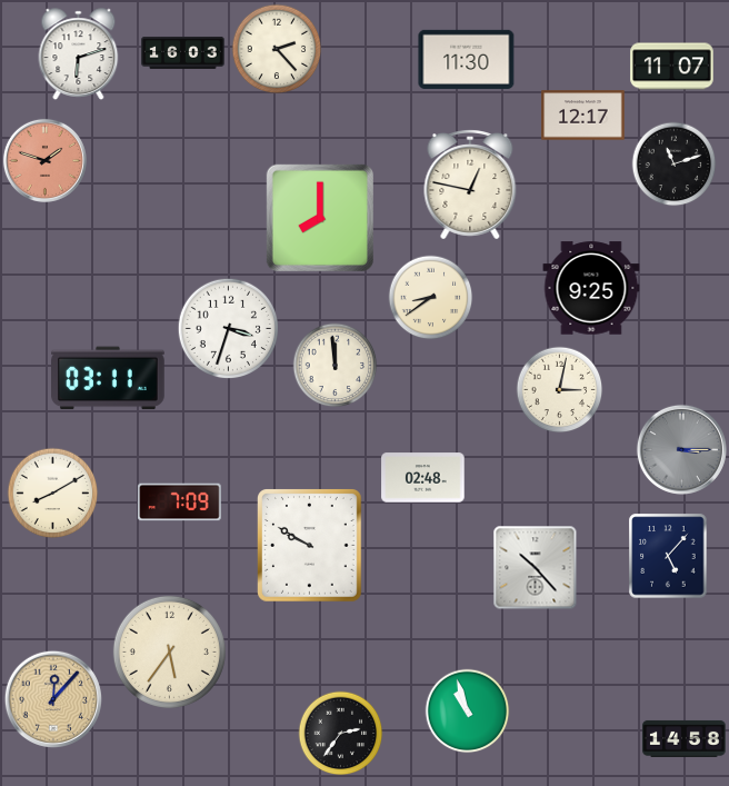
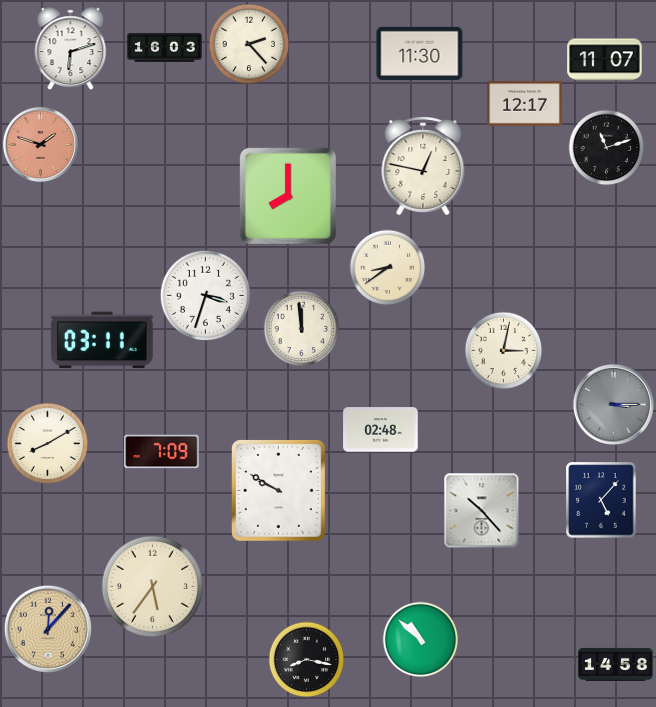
clock at (591, 288): 9:25 -> none
clock at (109, 378) position: (109, 378) -> (103, 340)
clock at (468, 712): 10:57 -> 10:52
clock at (341, 734): 2:36 -> 8:17
